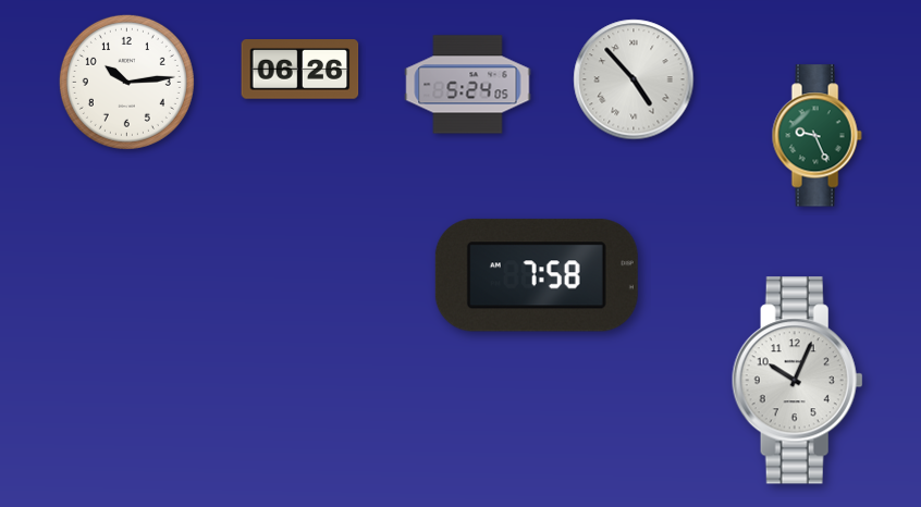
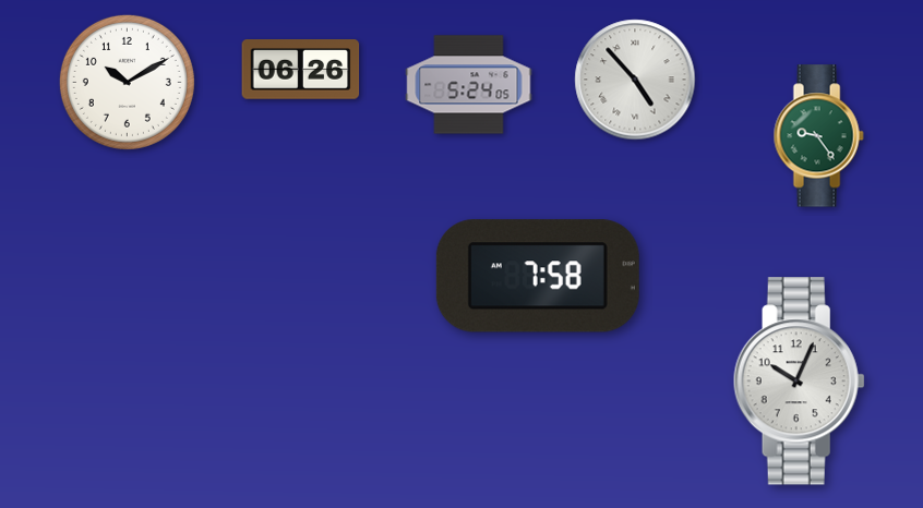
clock at (126, 82): 10:14 -> 10:10
clock at (816, 136): 9:26 -> 9:24
